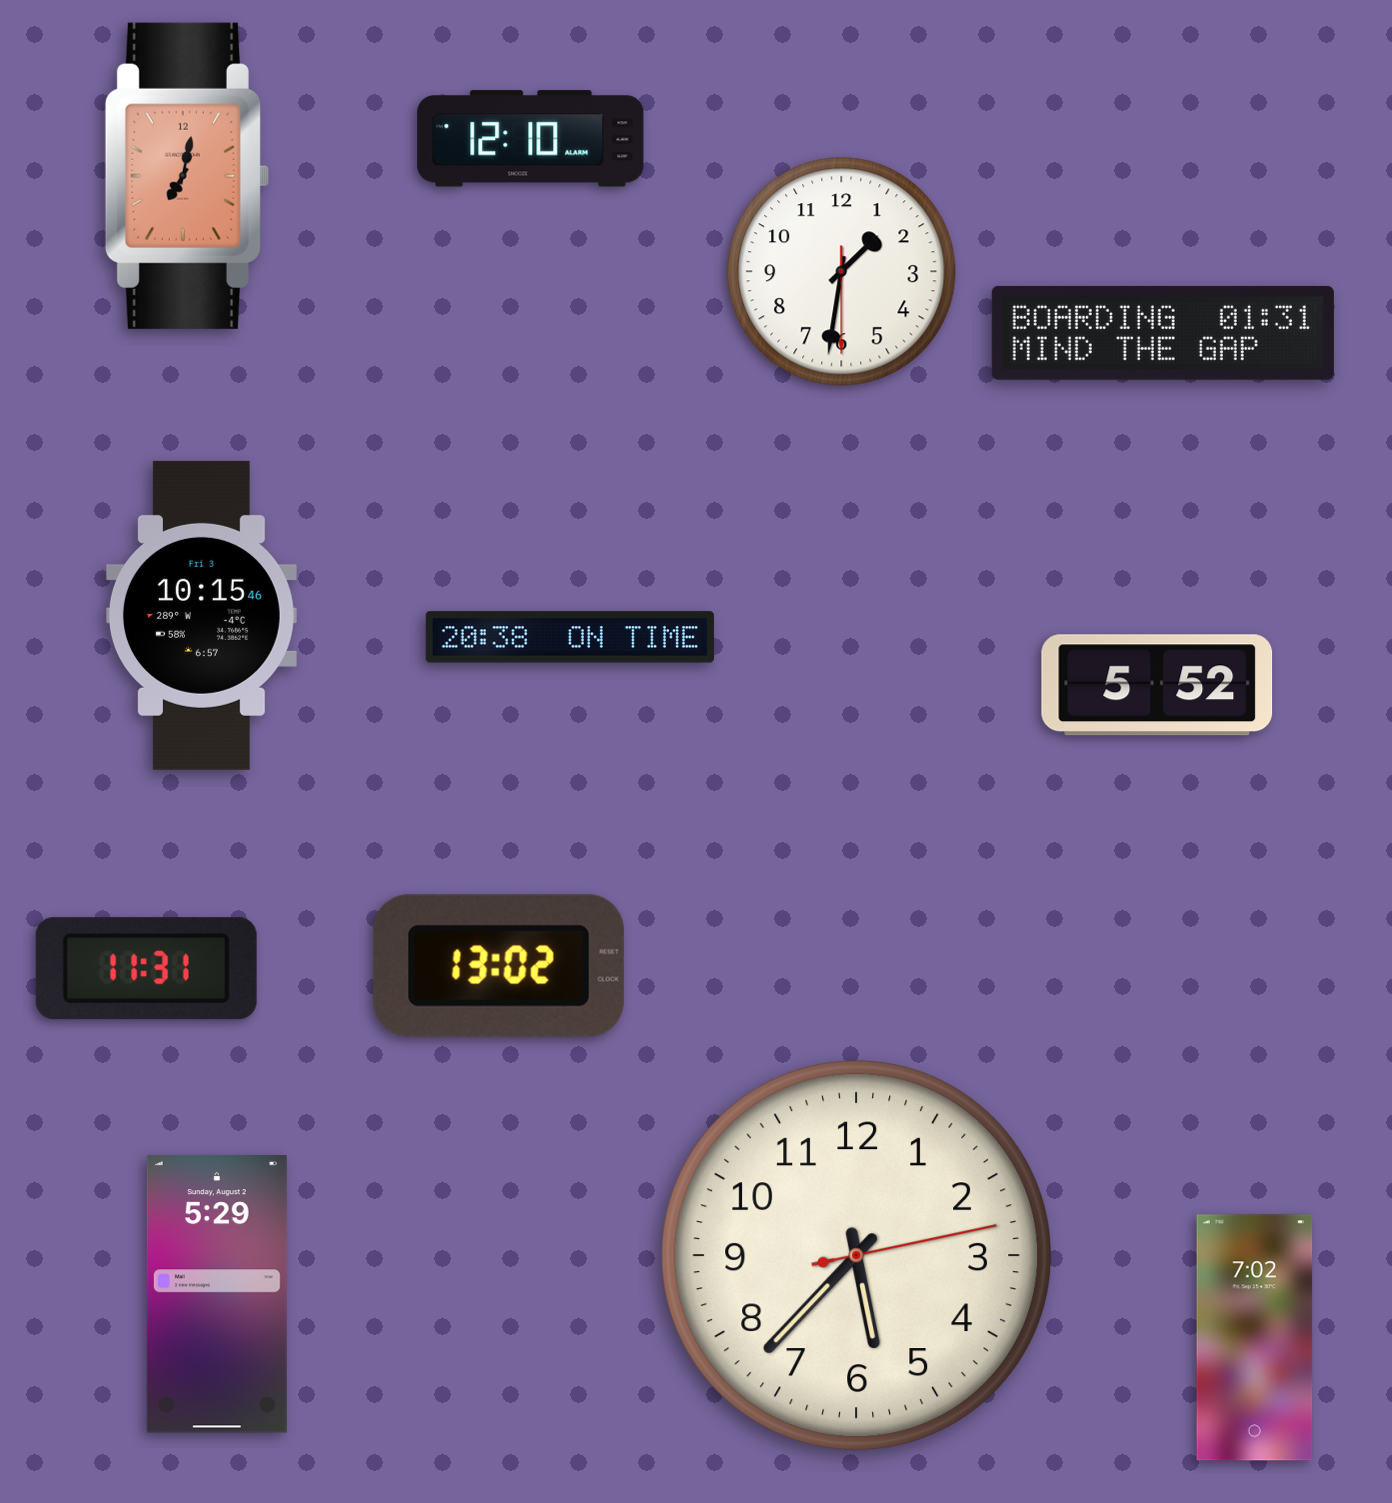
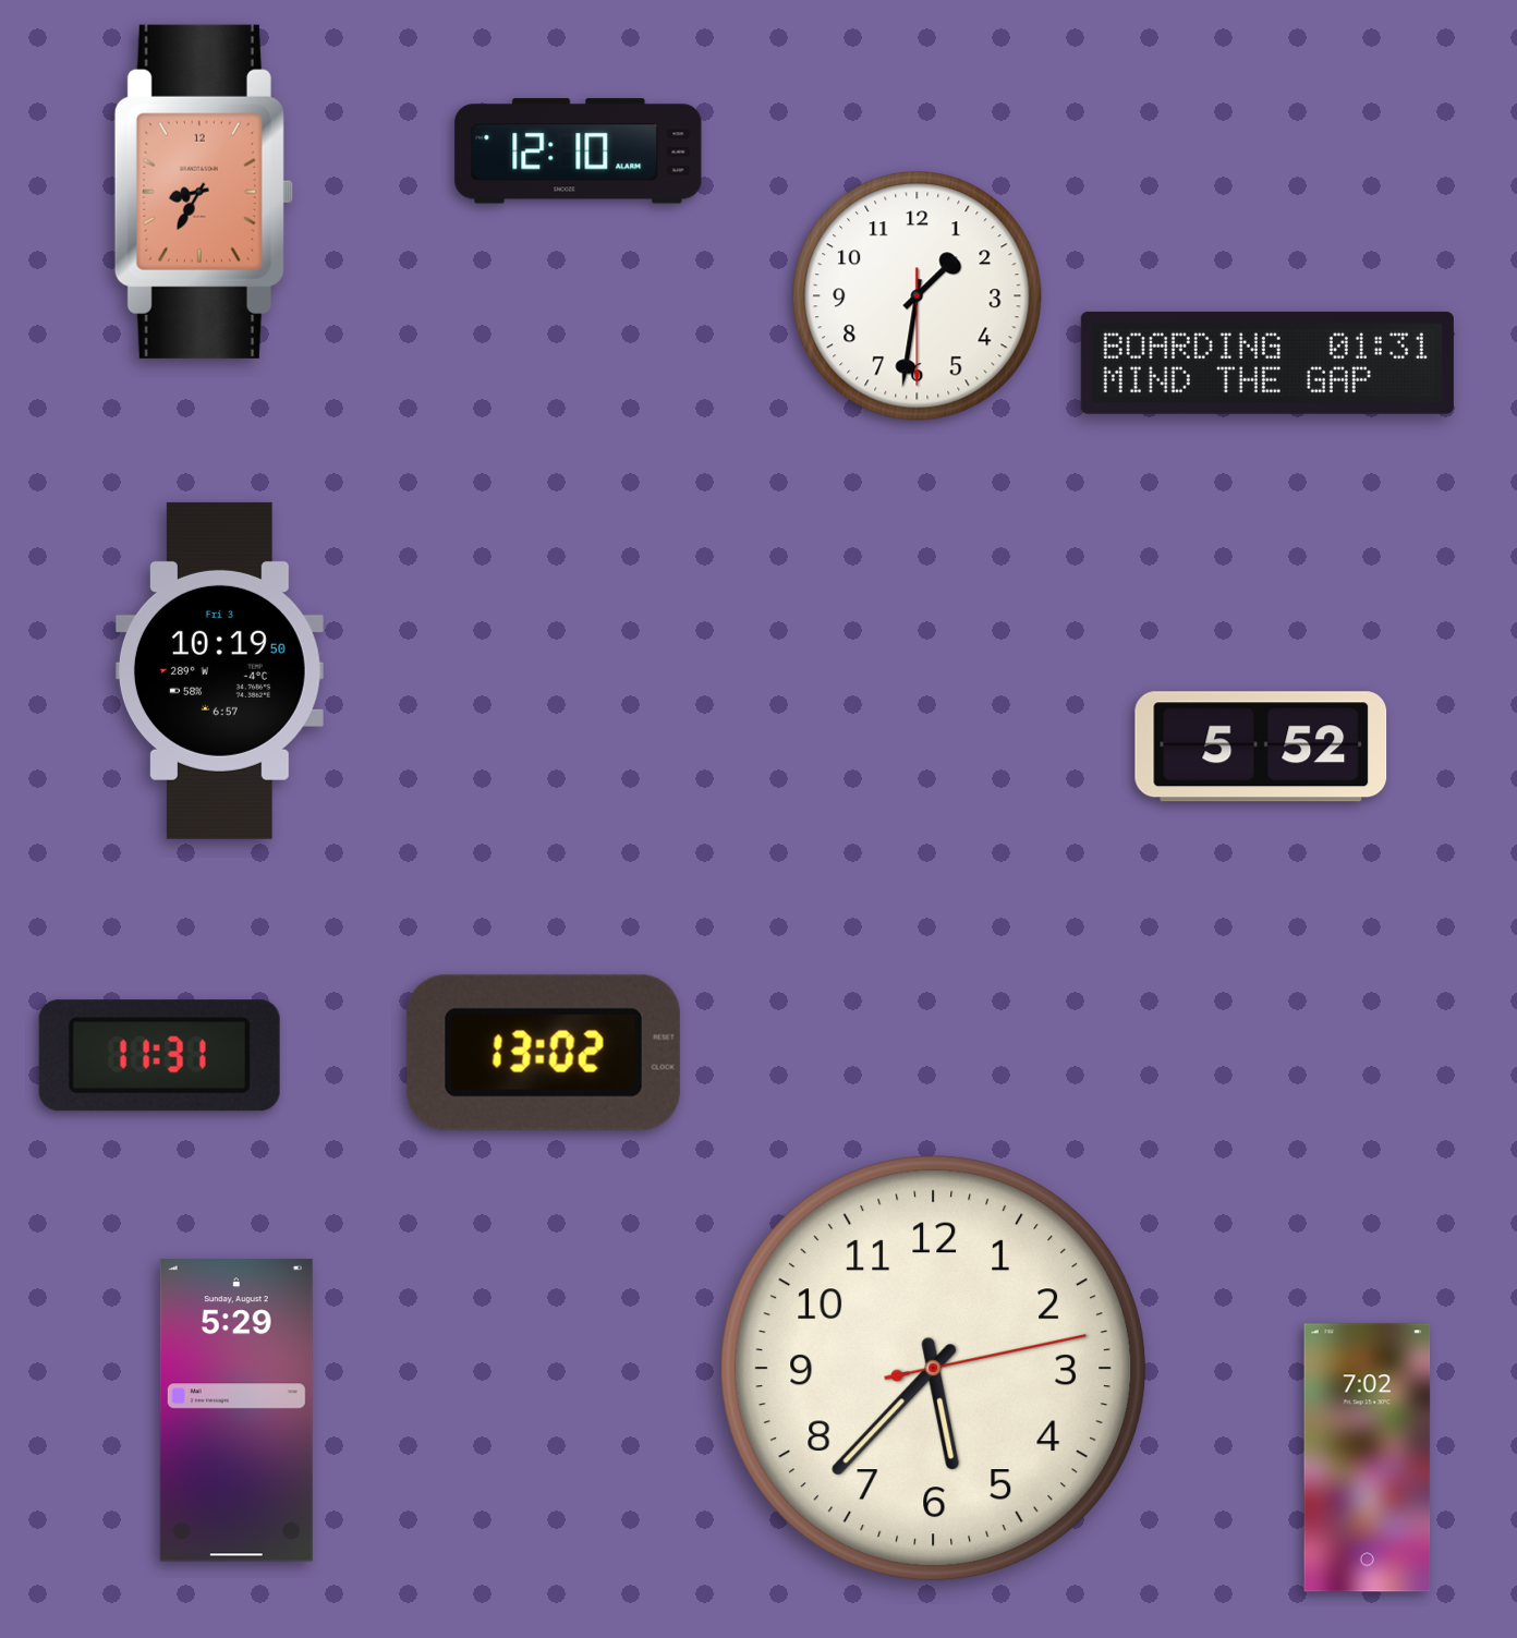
clock at (187, 176): 7:02 -> 8:35
clock at (201, 615): 10:15 -> 10:19
clock at (570, 637): 20:38 -> none
